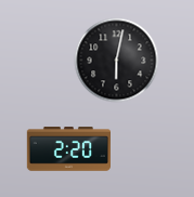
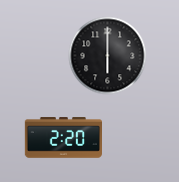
clock at (116, 60): 6:02 -> 6:00
